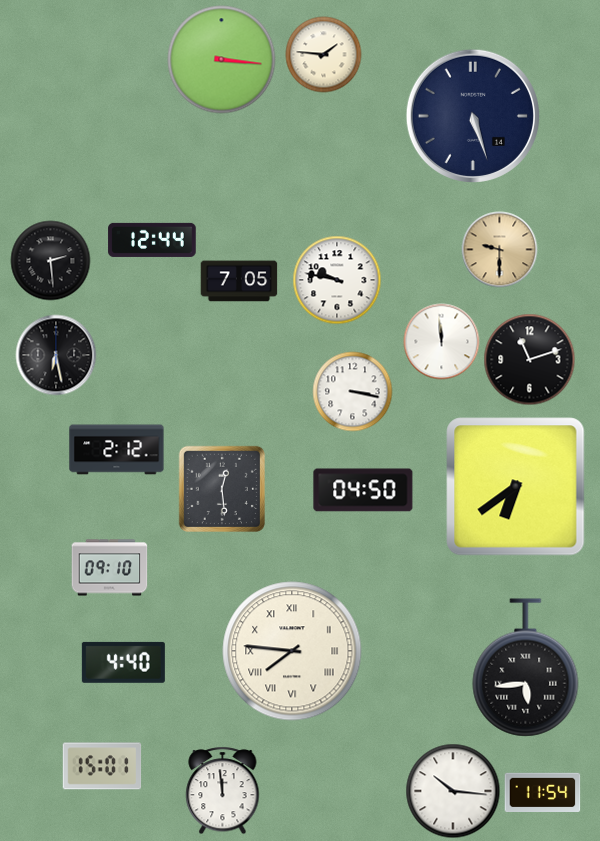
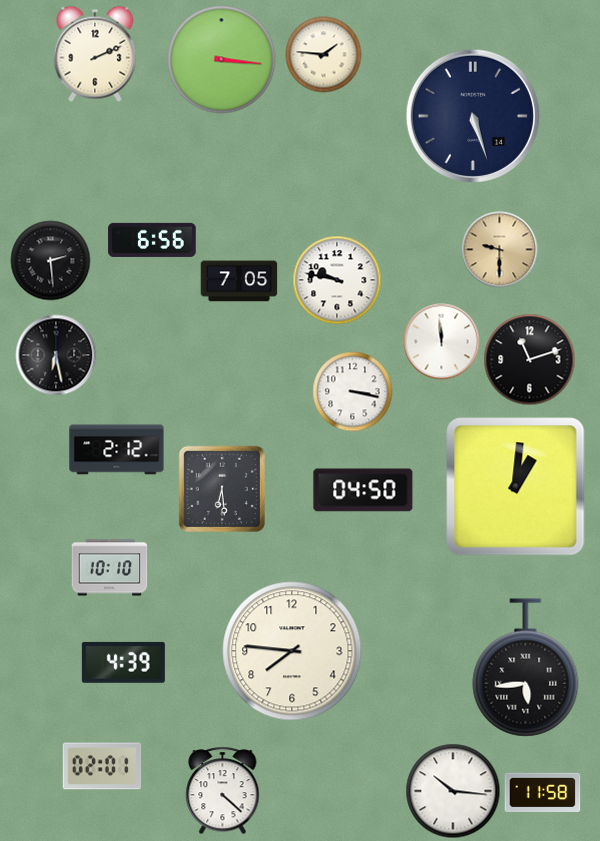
clock at (95, 54): none -> 2:11
clock at (152, 240): 12:44 -> 6:56
clock at (516, 487): 6:39 -> 1:01
clock at (222, 489): 12:29 -> 6:29
clock at (110, 568): 09:10 -> 10:10
clock at (292, 651) numerals: Roman -> Arabic
clock at (123, 662): 4:40 -> 4:39
clock at (102, 766): 15:01 -> 02:01
clock at (223, 791): 11:59 -> 4:22
clock at (543, 792): 11:54 -> 11:58
